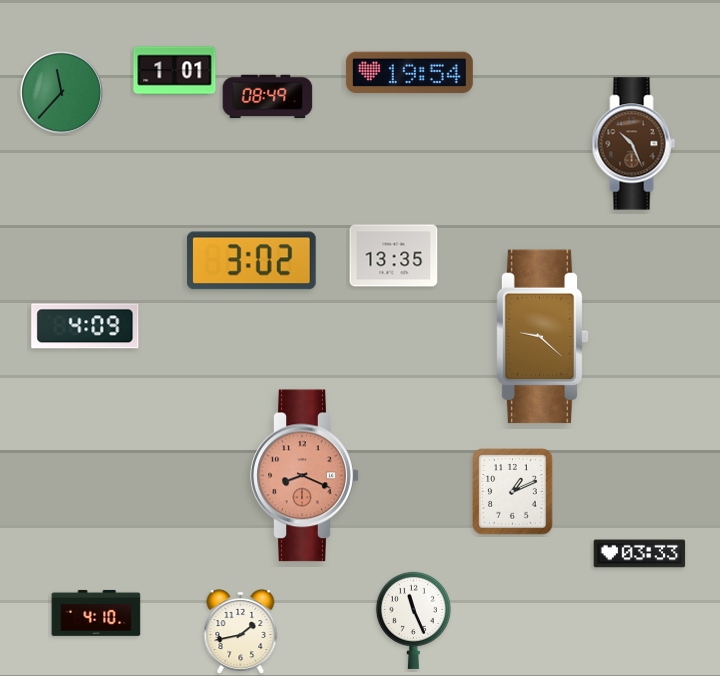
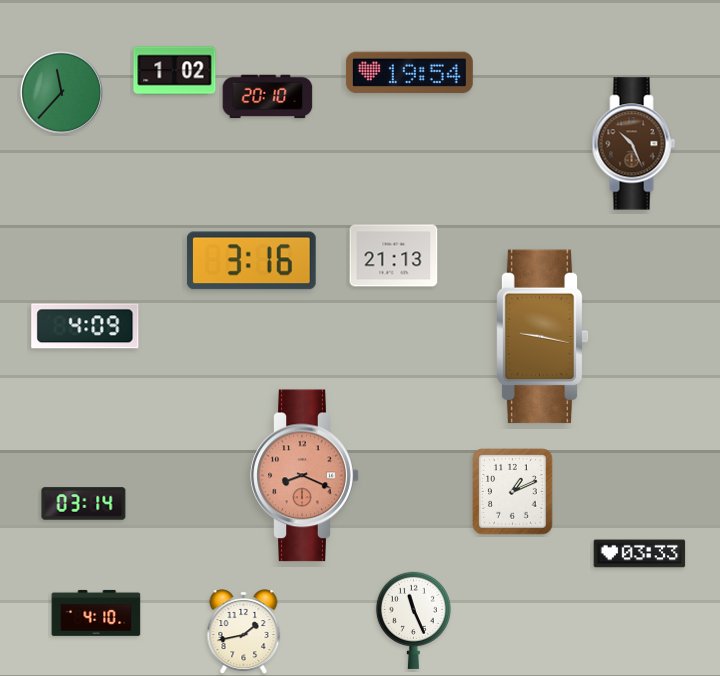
clock at (175, 71): 1:01 -> 1:02
clock at (268, 97): 08:49 -> 20:10
clock at (394, 256): 13:35 -> 21:13
clock at (251, 261): 3:02 -> 3:16
clock at (542, 337): 9:22 -> 9:17
clock at (84, 504): none -> 03:14
clock at (241, 632) position: (241, 632) -> (244, 632)
